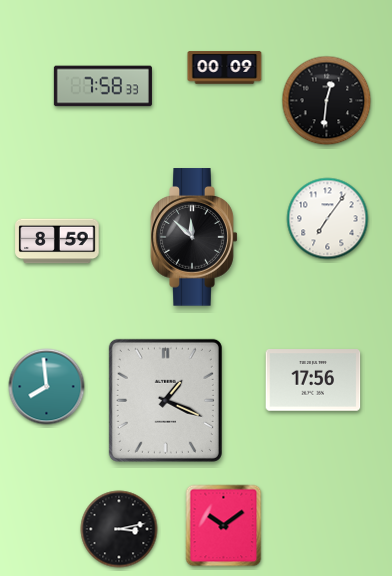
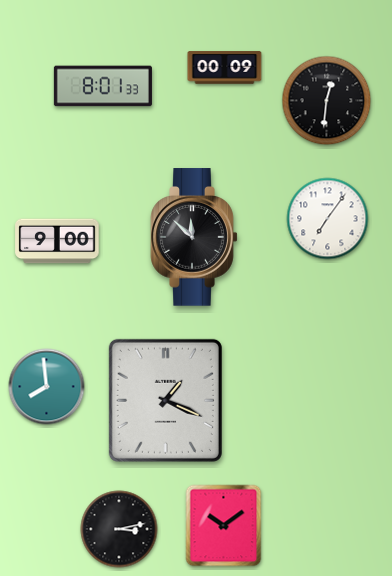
clock at (103, 86): 7:58 -> 8:01
clock at (57, 241): 8:59 -> 9:00
clock at (313, 380): 17:56 -> none
